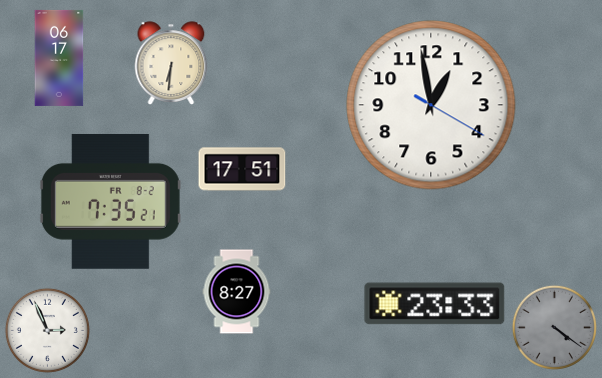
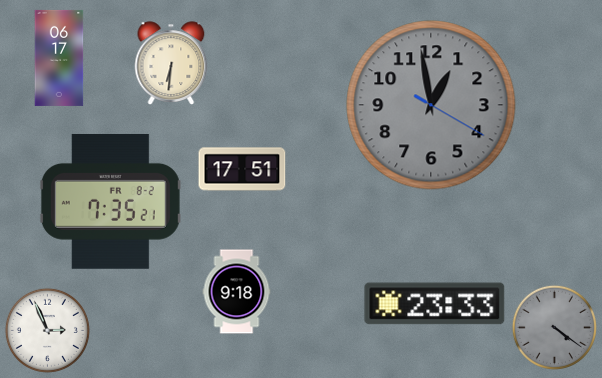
clock at (431, 105) dial: white -> grey
clock at (237, 292): 8:27 -> 9:18
